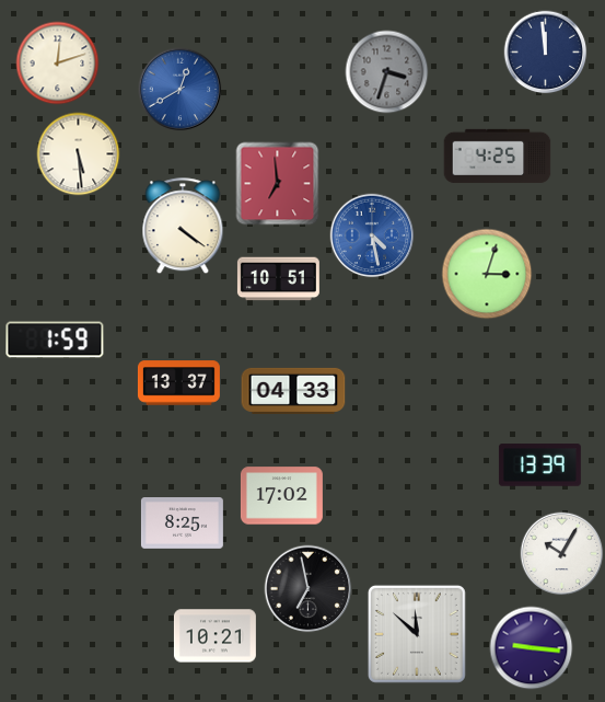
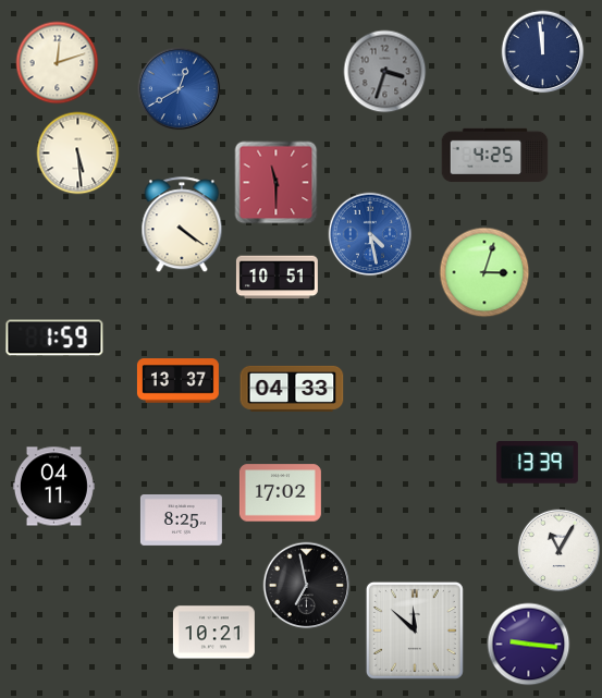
clock at (278, 184): 6:59 -> 11:30
clock at (53, 487): none -> 04:11
clock at (562, 554): 10:05 -> 11:05
